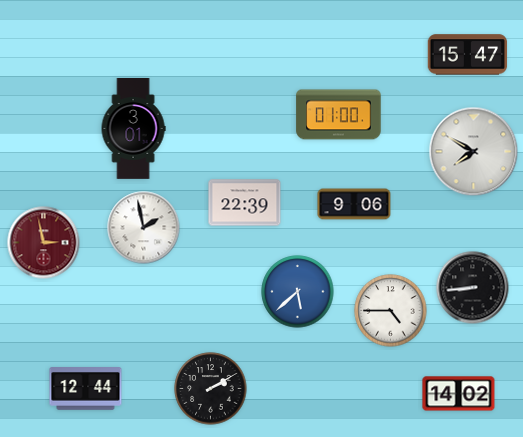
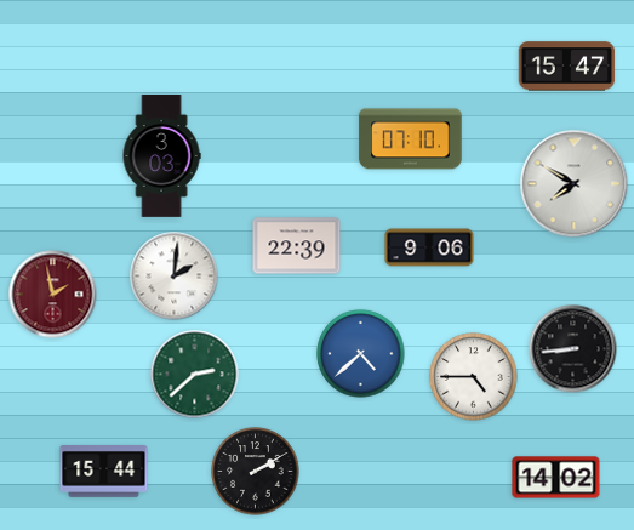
clock at (339, 115): 01:00 -> 07:10
clock at (133, 129): 3:01 -> 3:03
clock at (144, 228): 1:58 -> 2:01
clock at (44, 243): 2:58 -> 1:58
clock at (298, 292): 5:38 -> 4:38
clock at (195, 375): none -> 2:38
clock at (86, 389): 12:44 -> 15:44
